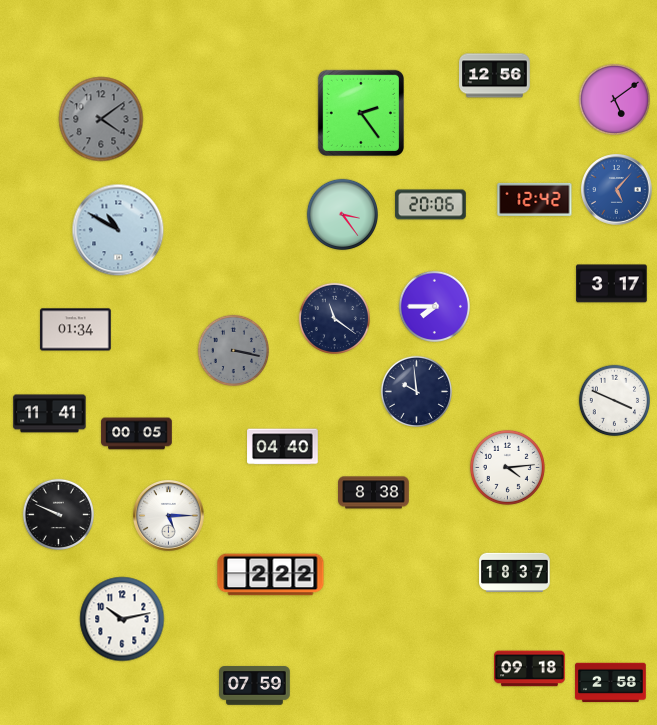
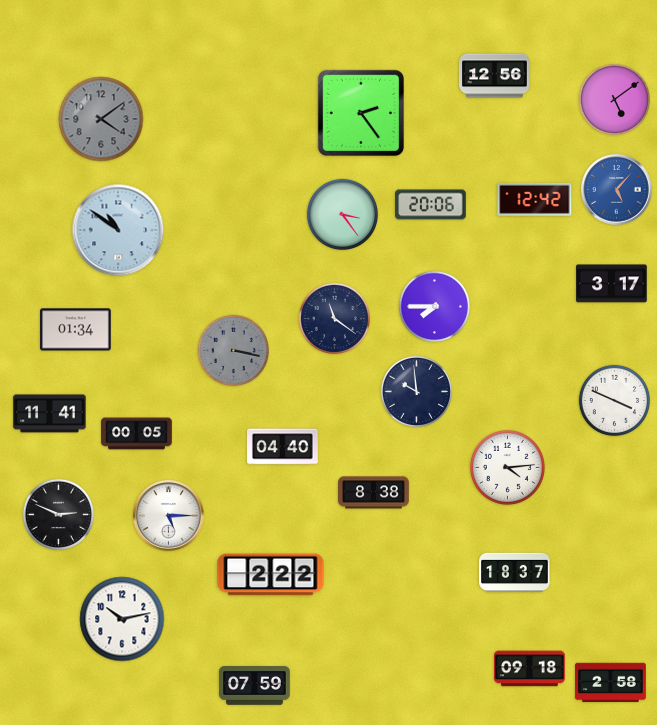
clock at (118, 230): 10:50 -> 10:51
clock at (58, 514): 9:49 -> 2:49
